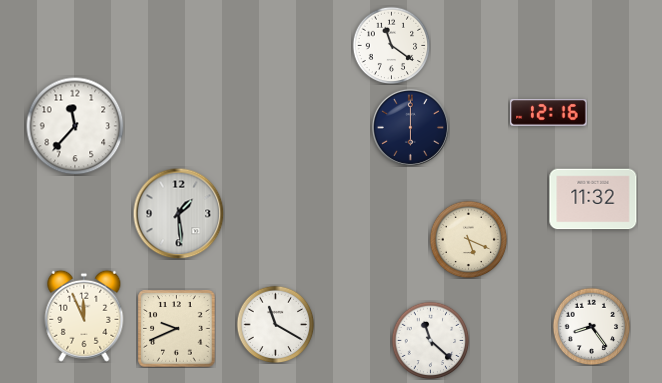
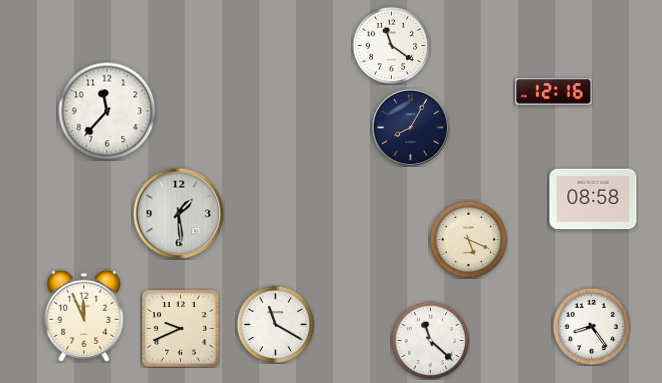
clock at (549, 113) position: (549, 113) -> (554, 92)
clock at (75, 126) position: (75, 126) -> (107, 111)
clock at (410, 127): 6:00 -> 8:05
clock at (593, 199): 11:32 -> 08:58
clock at (177, 329) position: (177, 329) -> (181, 329)
